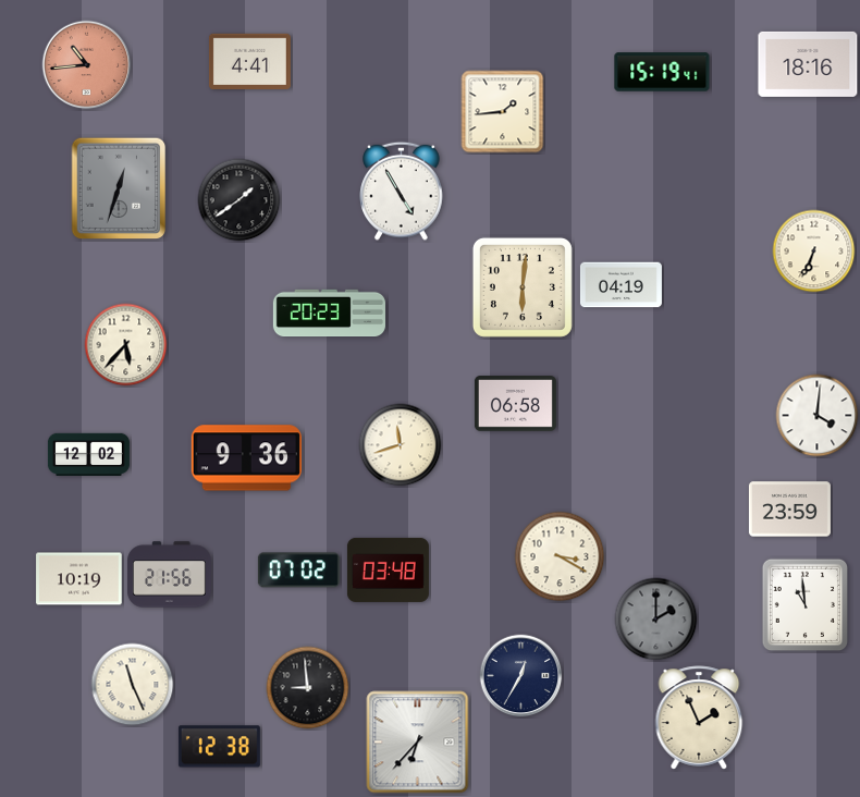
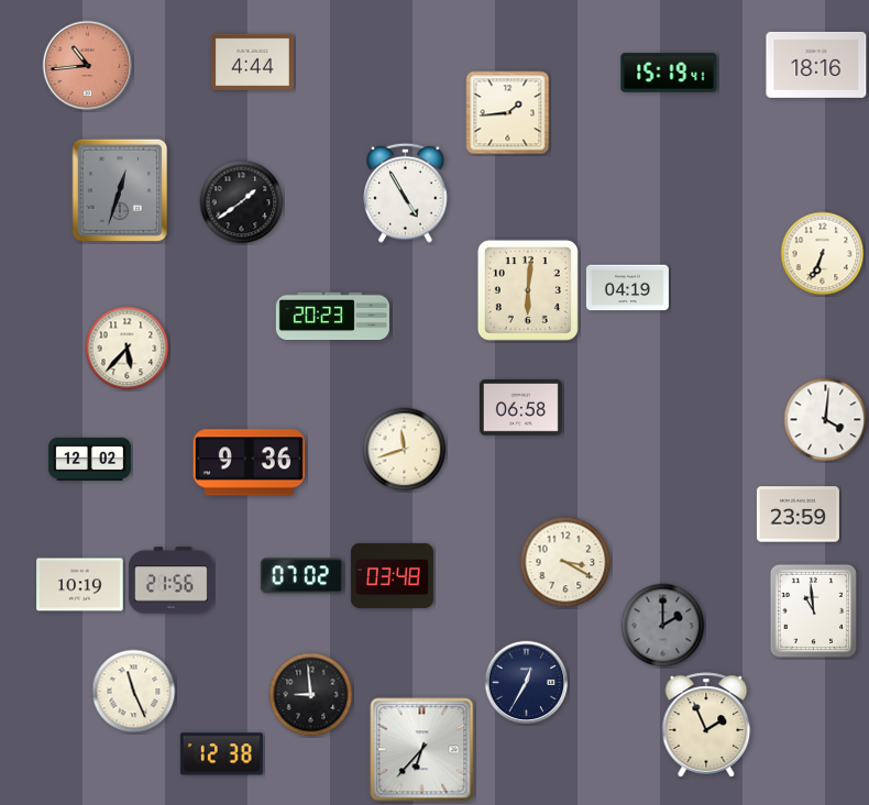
clock at (249, 61): 4:41 -> 4:44
